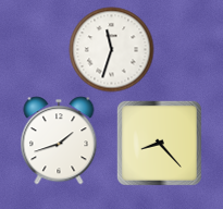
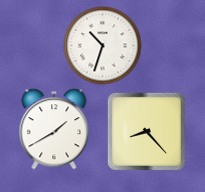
clock at (111, 49): 11:33 -> 10:33
clock at (59, 140): 1:42 -> 1:40
